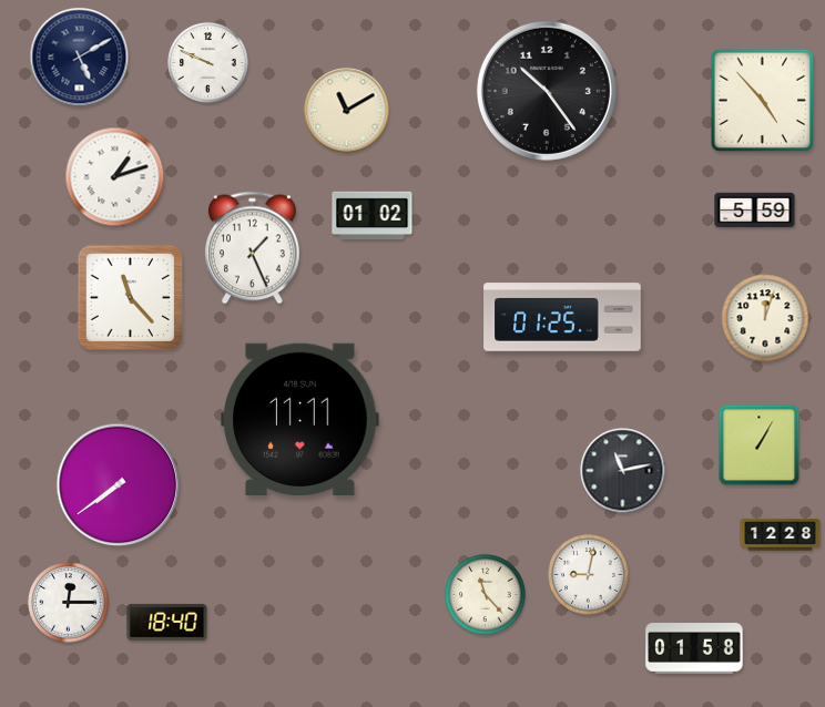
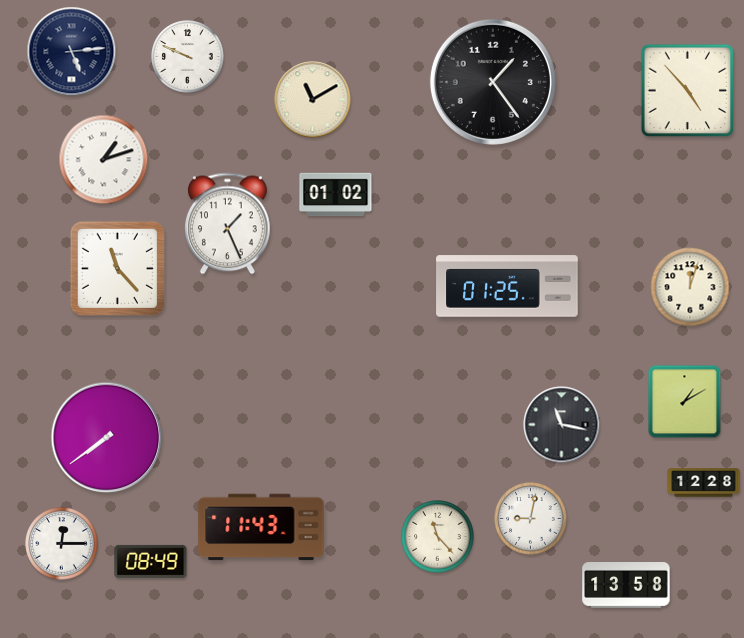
clock at (80, 58): 5:10 -> 5:14
clock at (547, 91): 10:24 -> 1:24
clock at (755, 211): 5:59 -> none
clock at (301, 419): 11:11 -> none
clock at (760, 445): 1:05 -> 1:10
clock at (623, 471): 11:13 -> 11:17
clock at (261, 527): none -> 11:43
clock at (167, 622): 18:40 -> 08:49
clock at (694, 649): 01:58 -> 13:58
